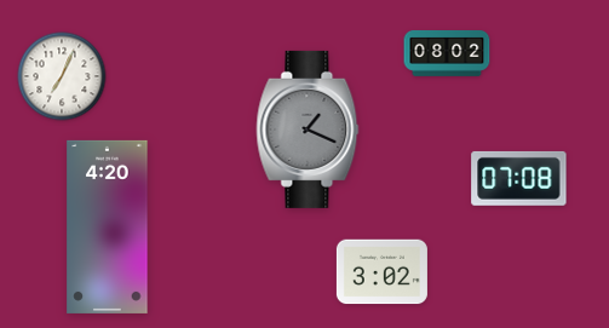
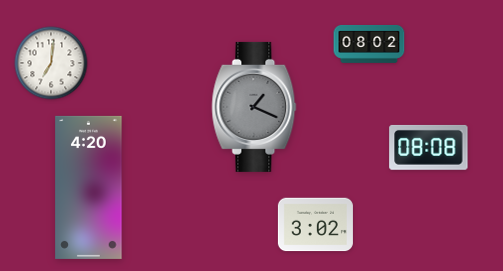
clock at (62, 76): 7:04 -> 7:01
clock at (519, 178): 07:08 -> 08:08
